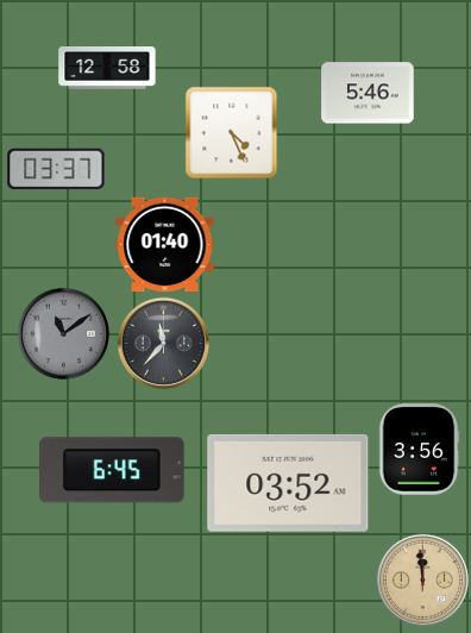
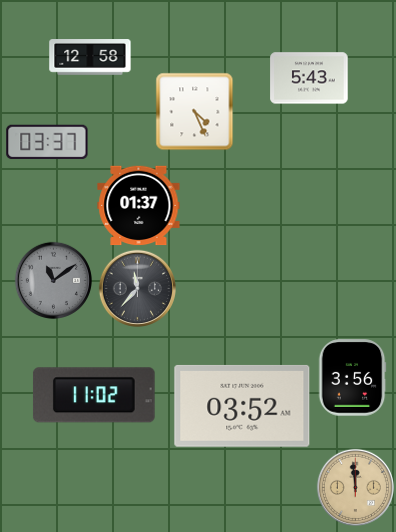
clock at (368, 93): 5:46 -> 5:43
clock at (165, 245): 01:40 -> 01:37
clock at (112, 470): 6:45 -> 11:02
